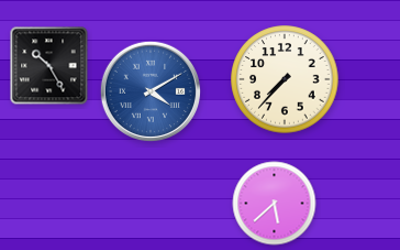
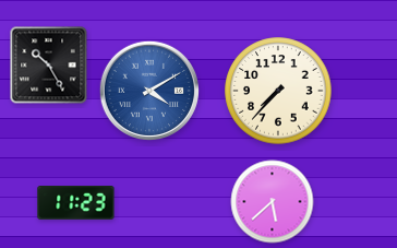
clock at (285, 79) position: (285, 79) -> (278, 91)
clock at (76, 203): none -> 11:23
